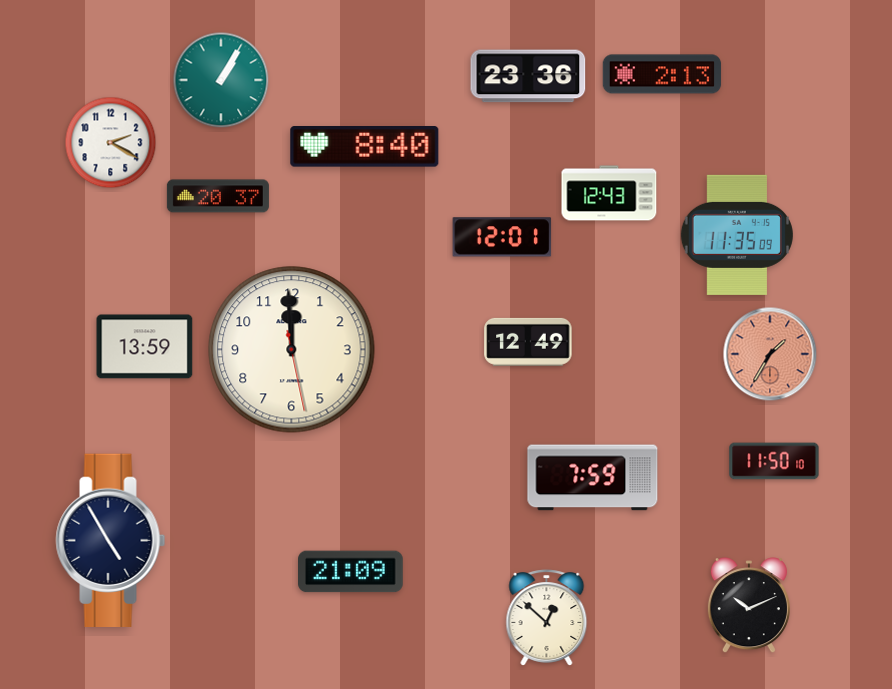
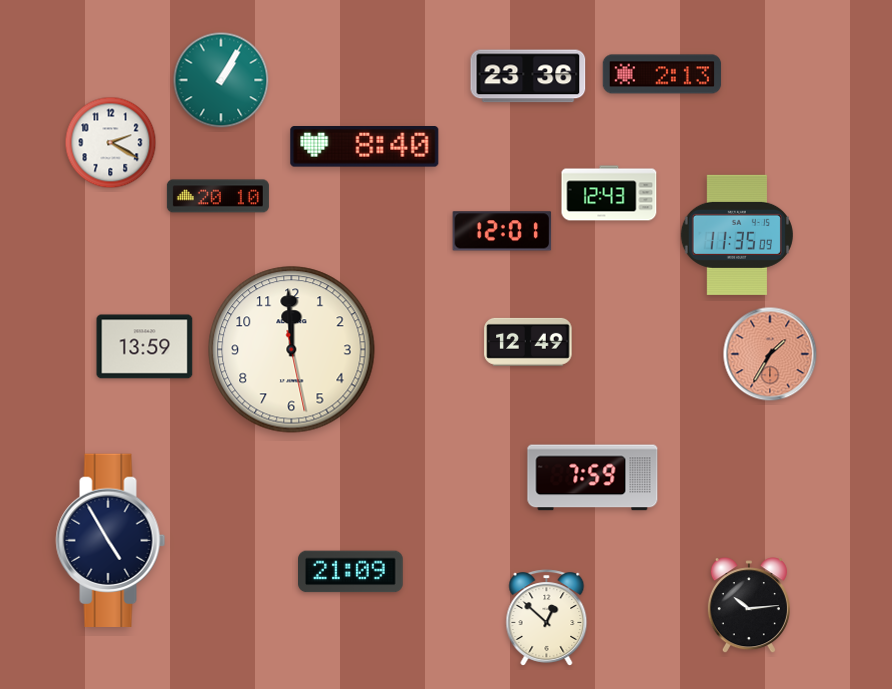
clock at (218, 196): 20:37 -> 20:10
clock at (502, 237) position: (502, 237) -> (502, 231)
clock at (774, 461): 11:50 -> none
clock at (749, 606): 10:11 -> 10:14
